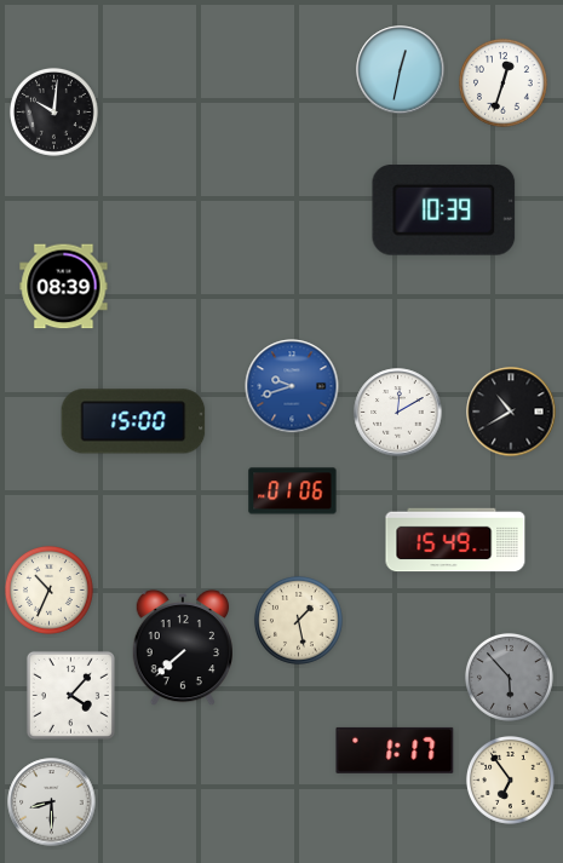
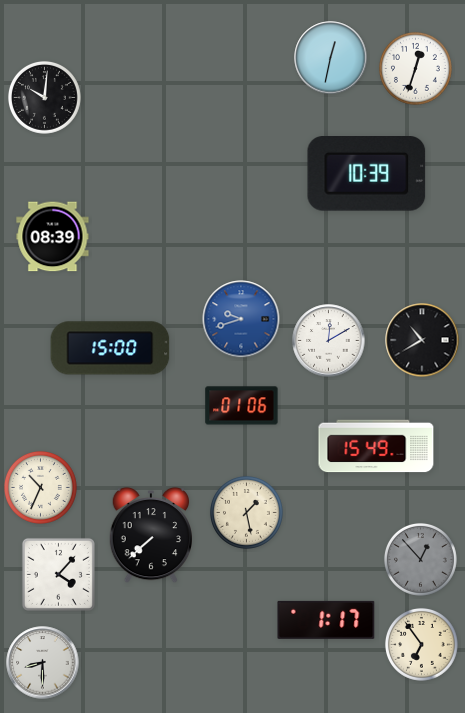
clock at (54, 113) position: (54, 113) -> (45, 98)
clock at (510, 678): 5:53 -> 12:53
